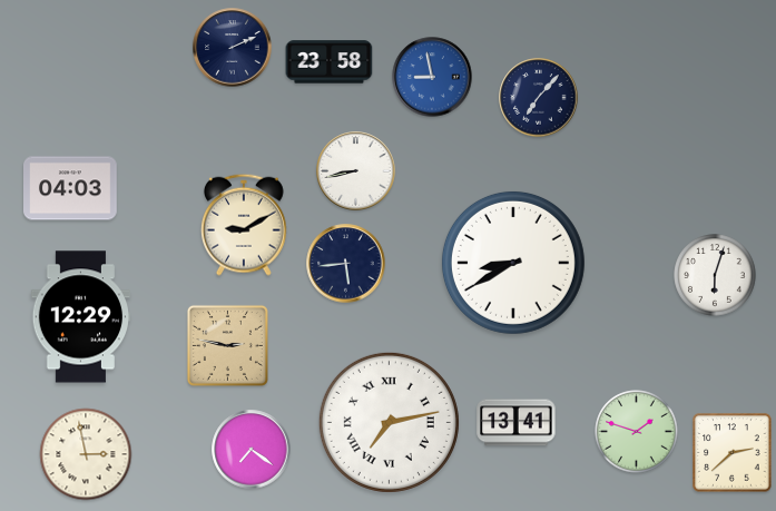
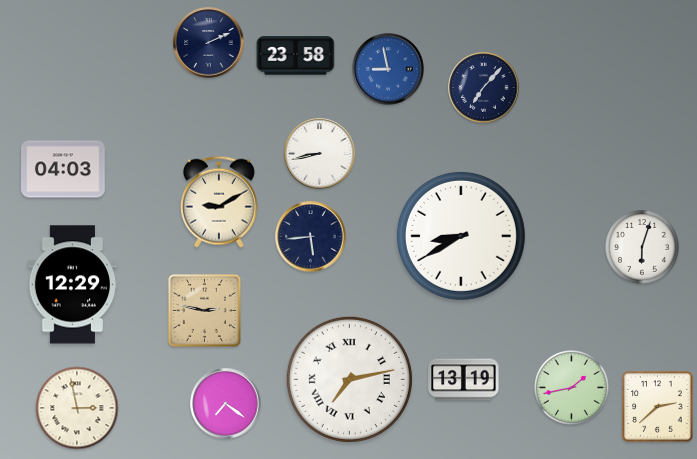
clock at (517, 423): 13:41 -> 13:19
clock at (637, 432): 1:48 -> 1:43
